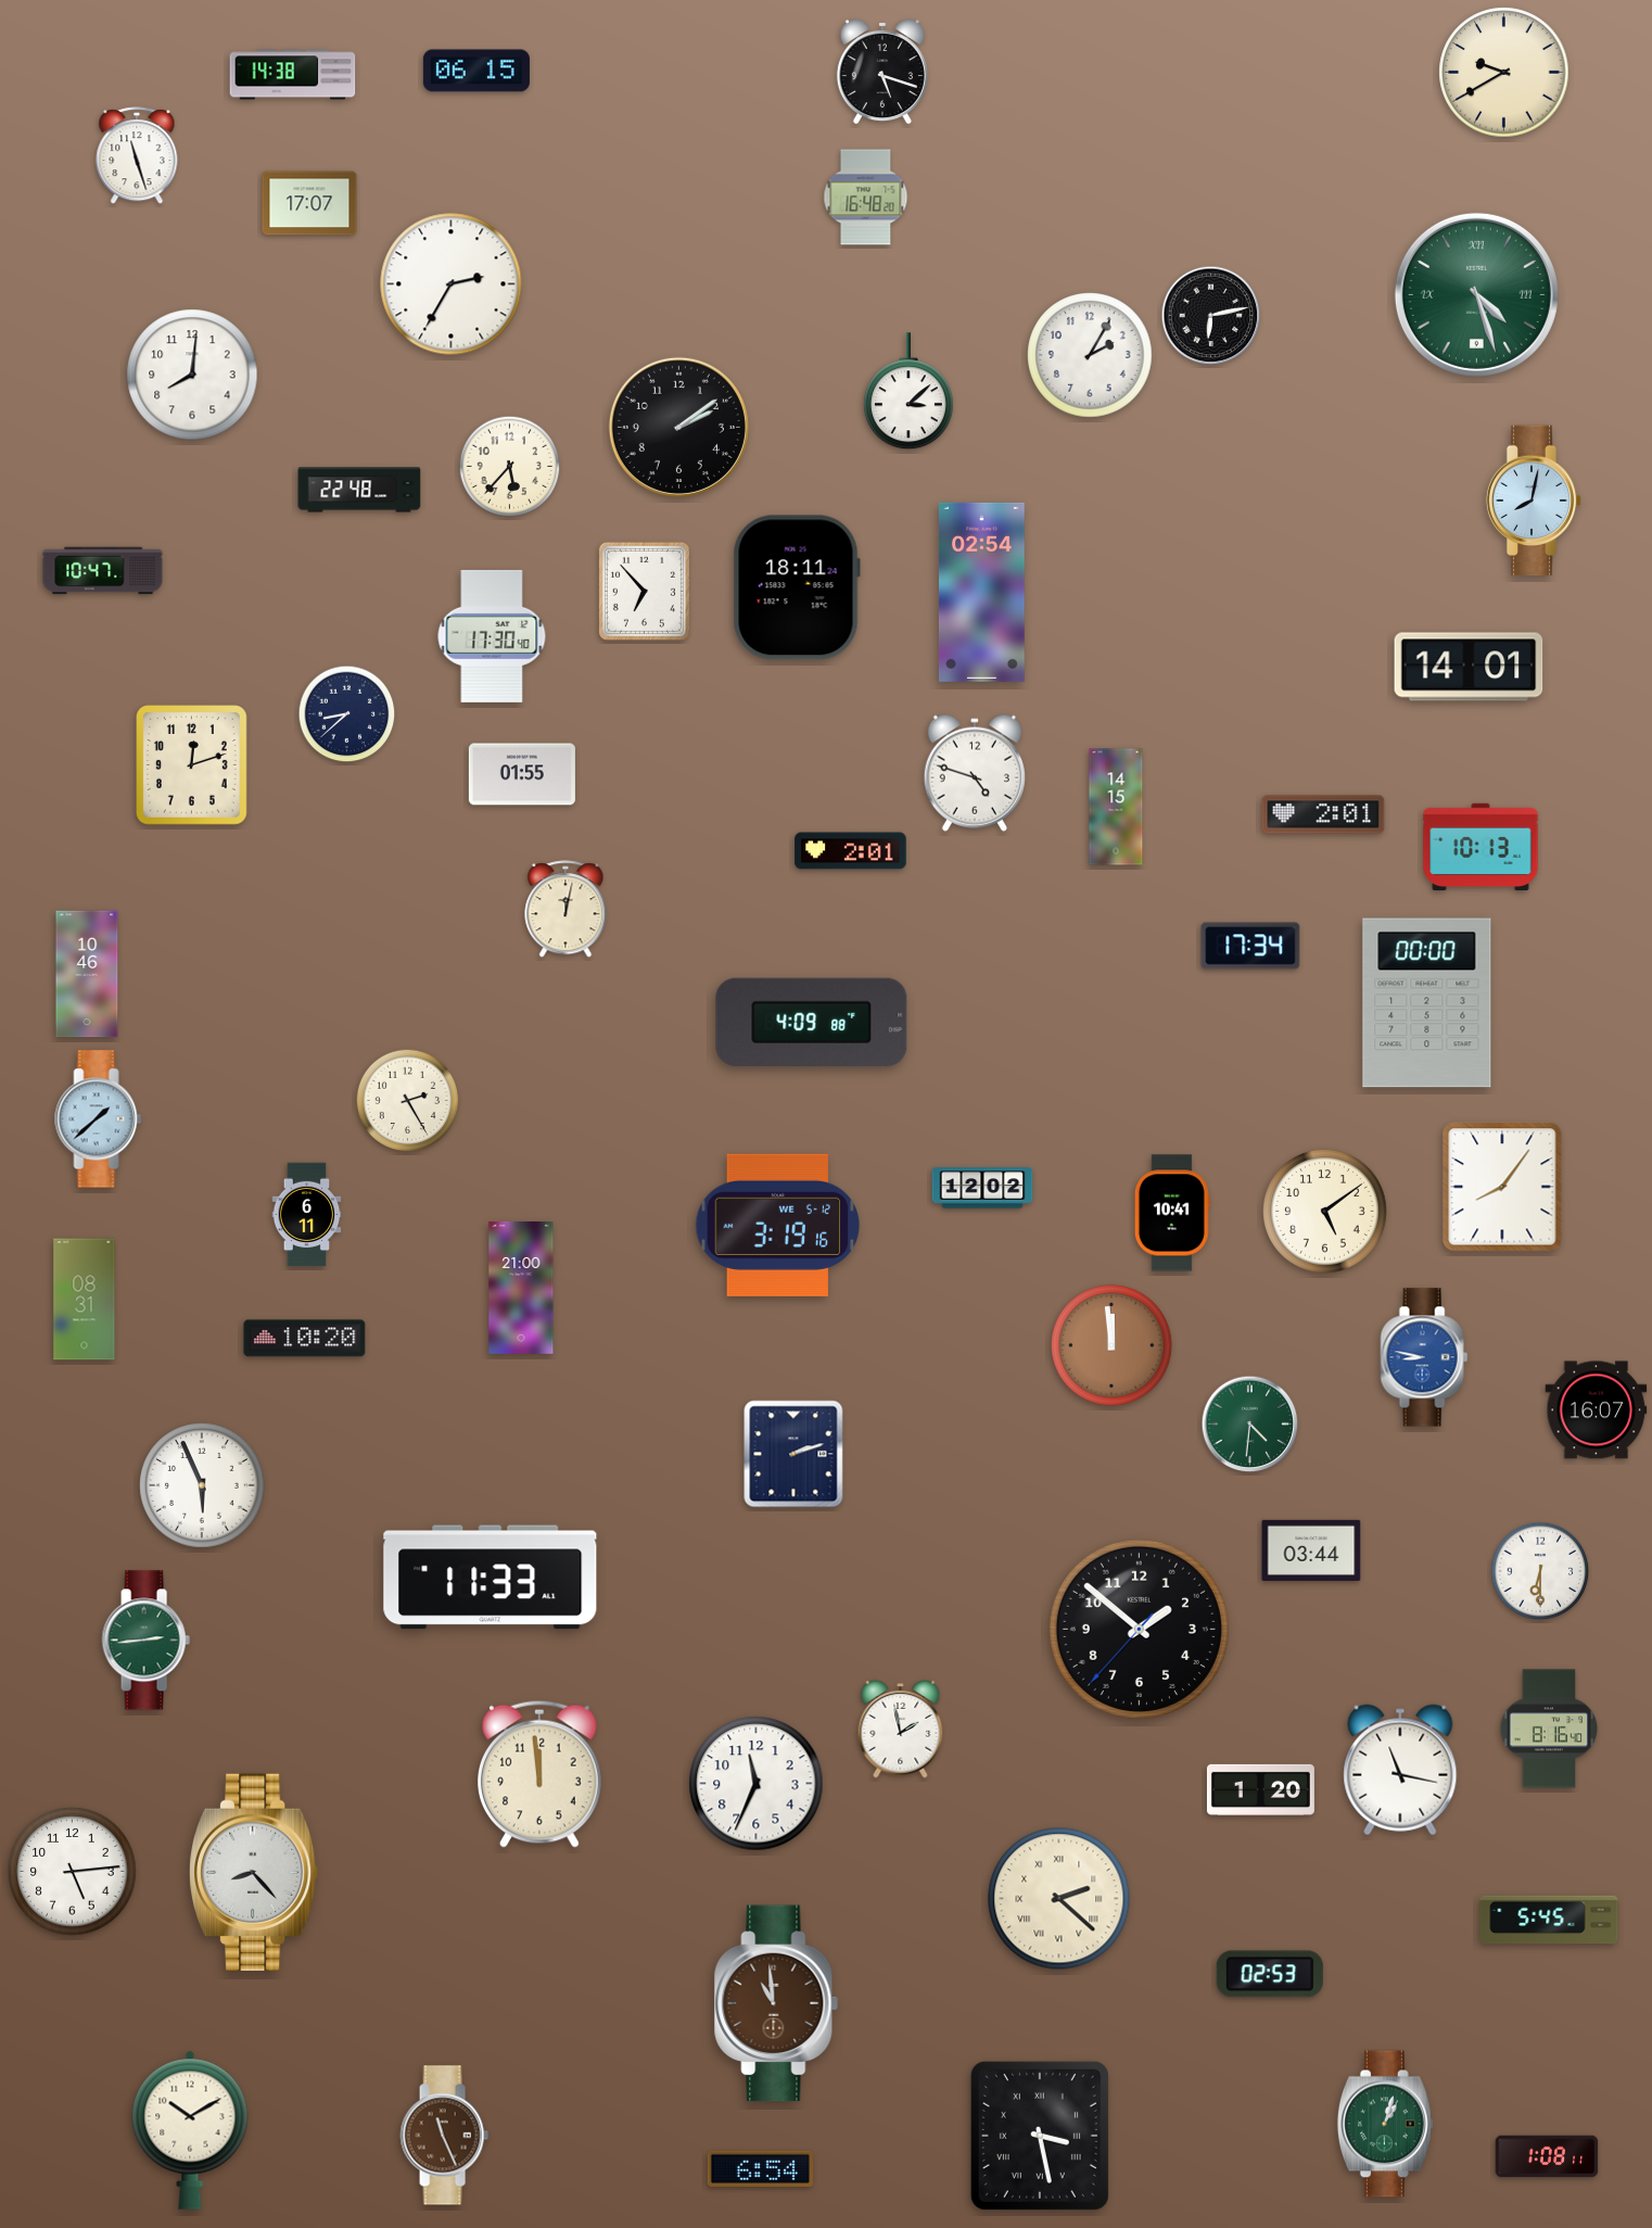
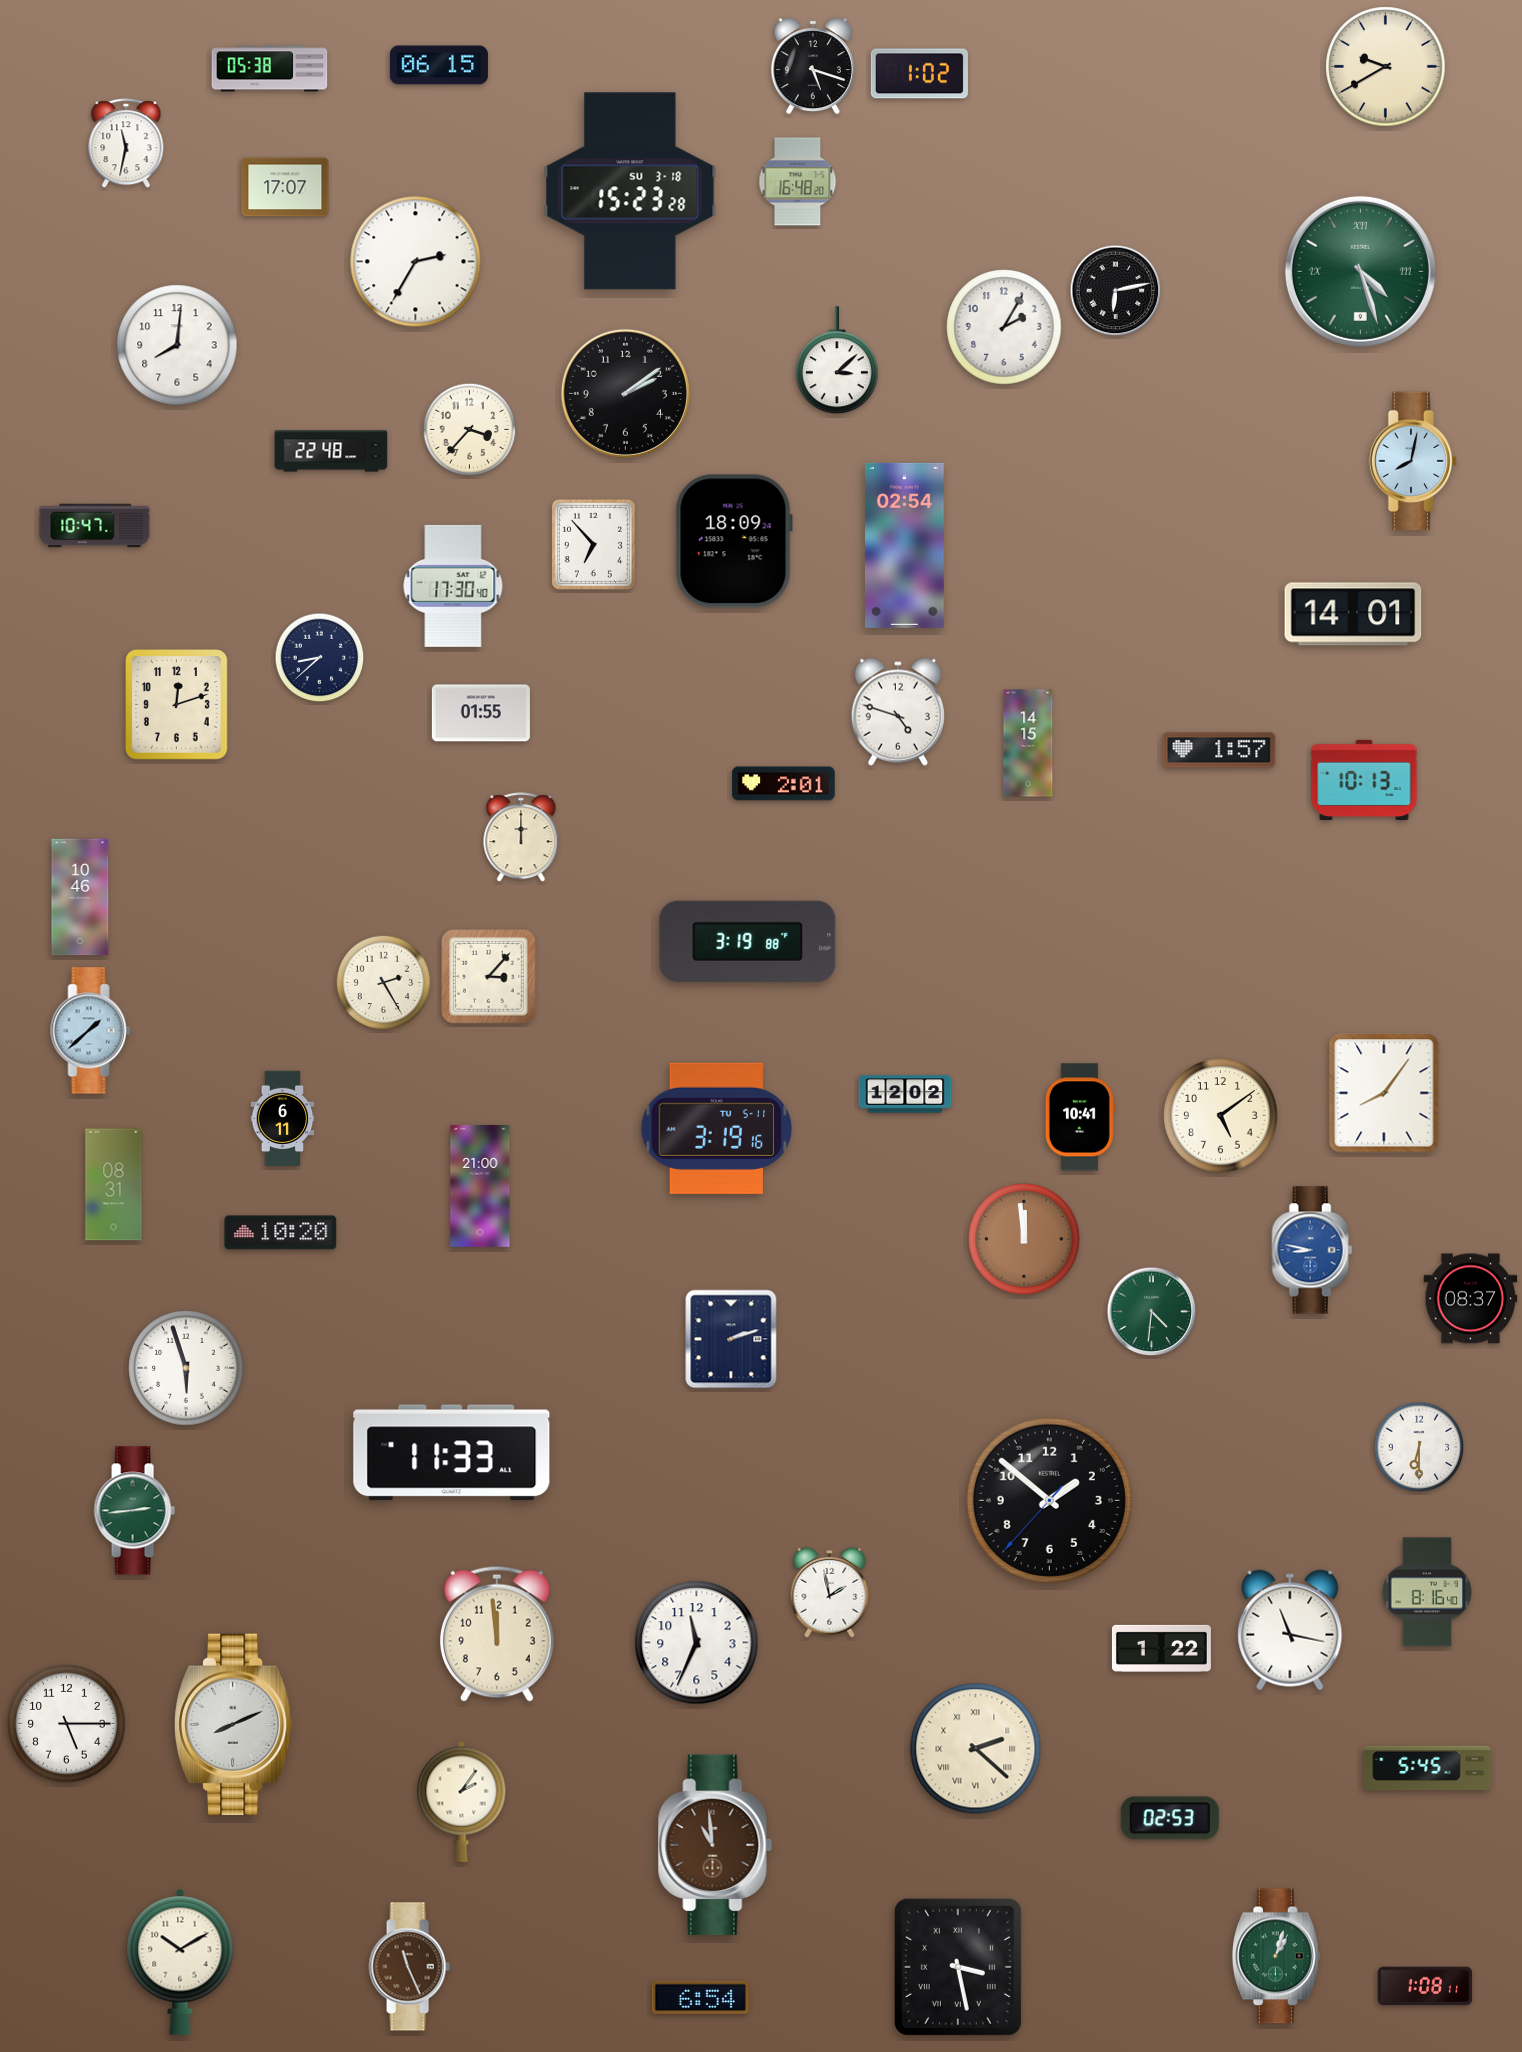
clock at (293, 75): 14:38 -> 05:38
clock at (919, 74): none -> 1:02
clock at (137, 156): 11:27 -> 11:32
clock at (630, 191): none -> 15:23
clock at (510, 467): 5:37 -> 3:37
clock at (797, 587): 18:11 -> 18:09
clock at (1323, 814): 2:01 -> 1:57
clock at (566, 910): 12:02 -> 12:00
clock at (1250, 946): 17:34 -> none
clock at (1427, 1003): 00:00 -> none
clock at (812, 1022): 4:09 -> 3:19
clock at (489, 977): none -> 3:07
clock at (408, 1101) position: (408, 1101) -> (384, 983)
clock at (778, 1225) date: WE 5-12 -> TU 5-11
clock at (85, 1300) position: (85, 1300) -> (114, 1185)
clock at (1597, 1410): 16:07 -> 08:37
clock at (202, 1485): 5:56 -> 5:57
clock at (1311, 1550): 03:44 -> none
clock at (1260, 1789): 1:20 -> 1:22
clock at (73, 1872): 5:14 -> 5:15
clock at (253, 1873): 8:23 -> 8:11
clock at (462, 1801): none -> 2:06
clock at (190, 2130) position: (190, 2130) -> (180, 1962)
